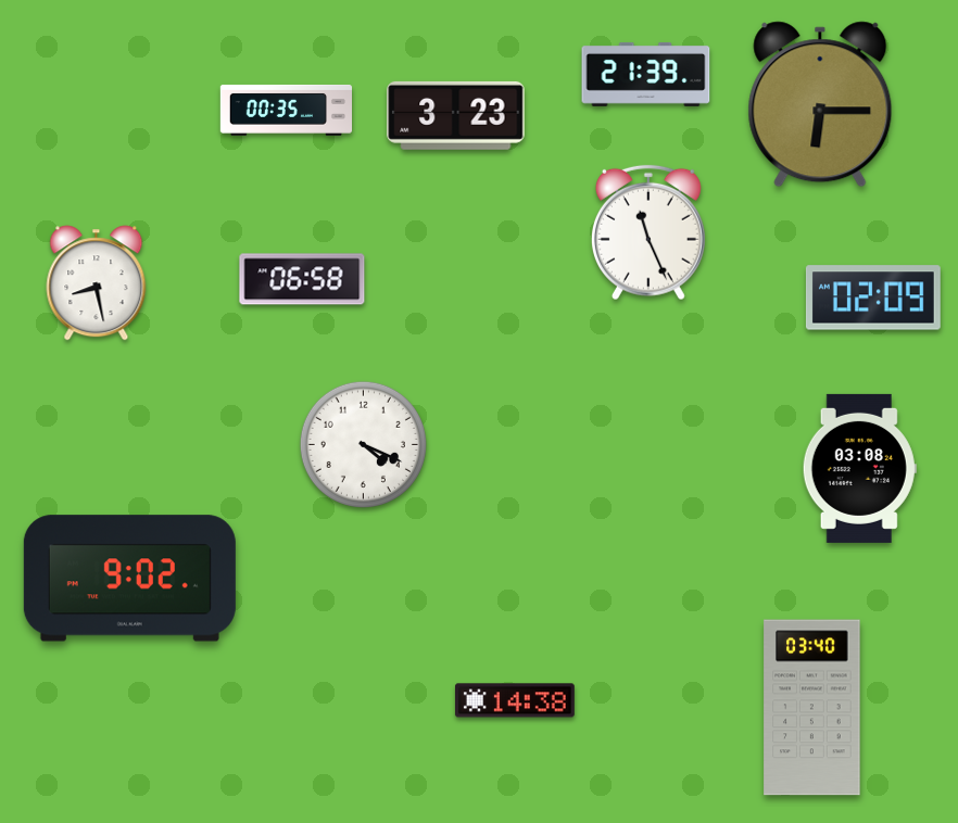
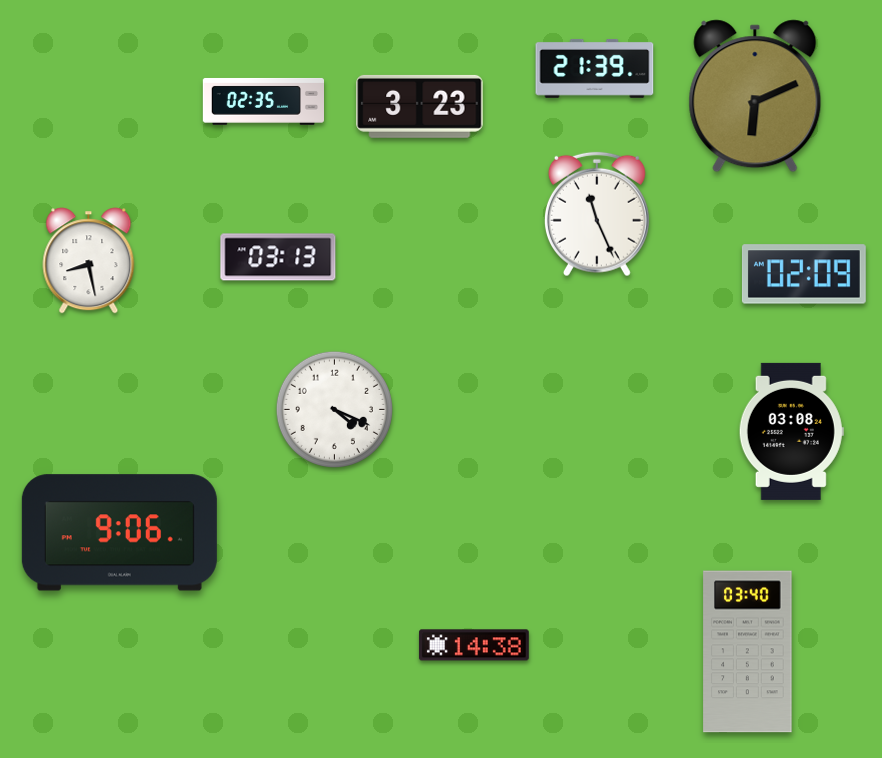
clock at (820, 104): 6:15 -> 6:11
clock at (287, 110): 00:35 -> 02:35
clock at (302, 279): 06:58 -> 03:13
clock at (129, 579): 9:02 -> 9:06
